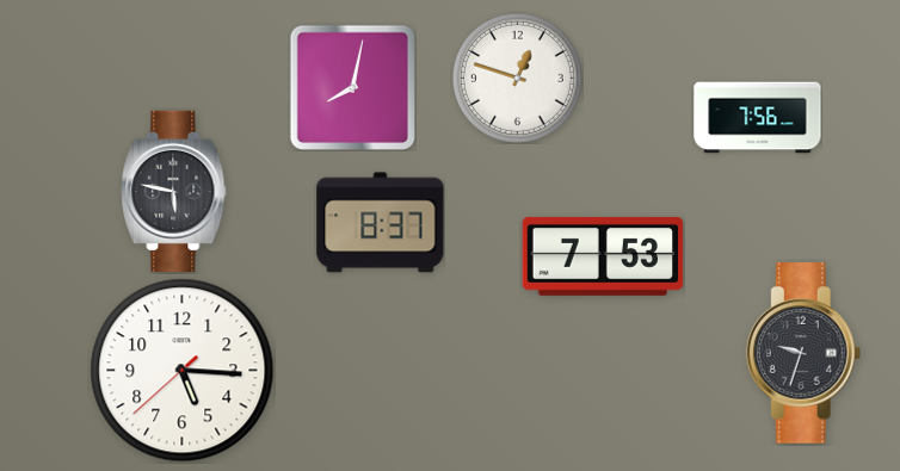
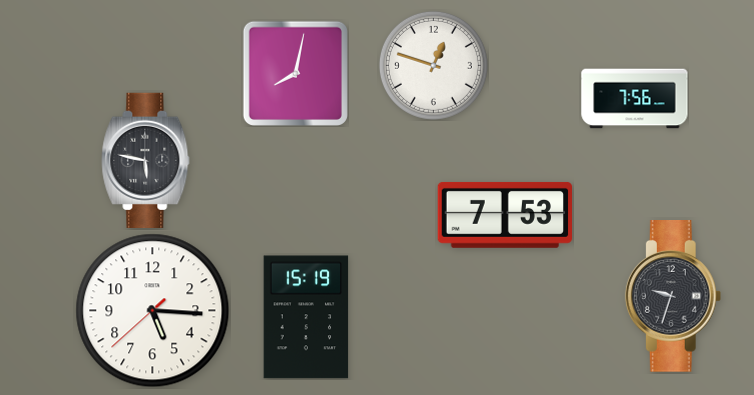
clock at (381, 223): 8:37 -> none
clock at (306, 317): none -> 15:19
